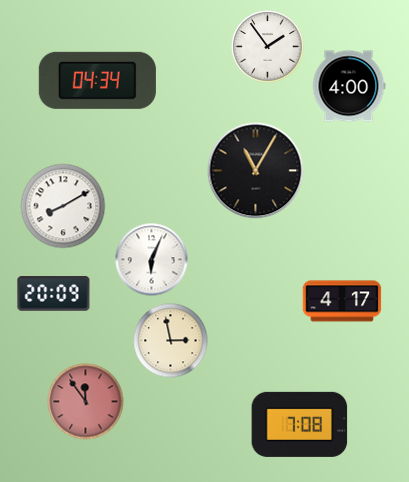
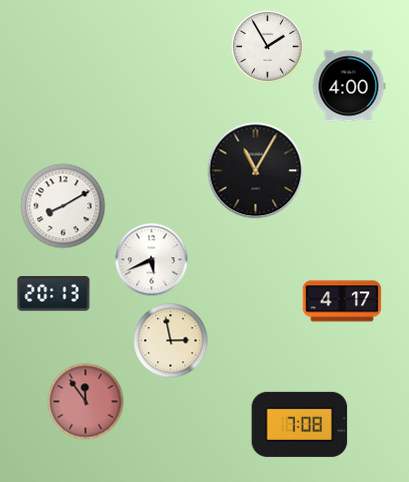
clock at (268, 47): 1:54 -> 1:55
clock at (97, 80): 04:34 -> none
clock at (152, 260): 6:04 -> 5:41
clock at (54, 294): 20:09 -> 20:13
